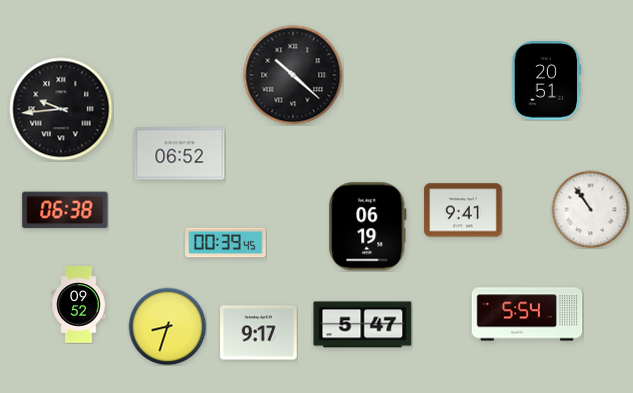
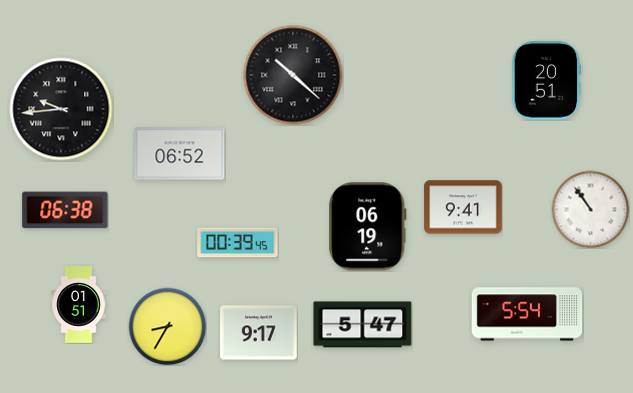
clock at (463, 210) position: (463, 210) -> (463, 207)
clock at (226, 243) position: (226, 243) -> (238, 243)
clock at (79, 305): 09:52 -> 01:51
clock at (167, 326): 8:33 -> 8:35
